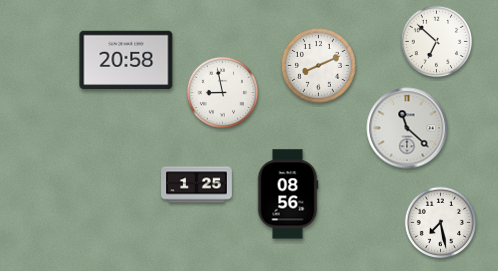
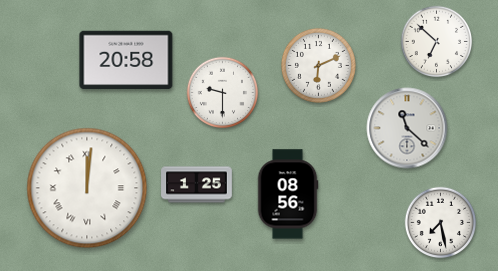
clock at (318, 65): 8:11 -> 6:11
clock at (223, 93): 8:58 -> 9:30
clock at (87, 188): none -> 12:01
